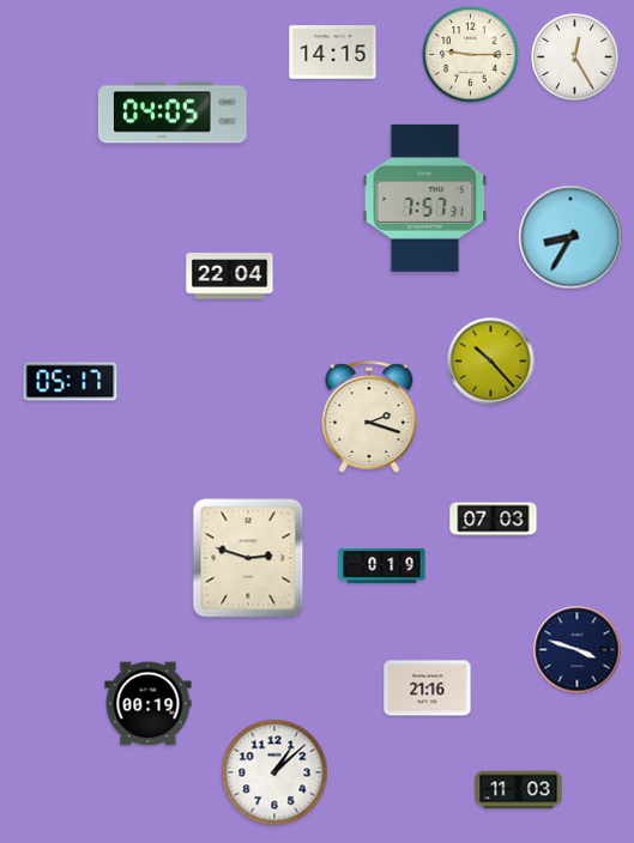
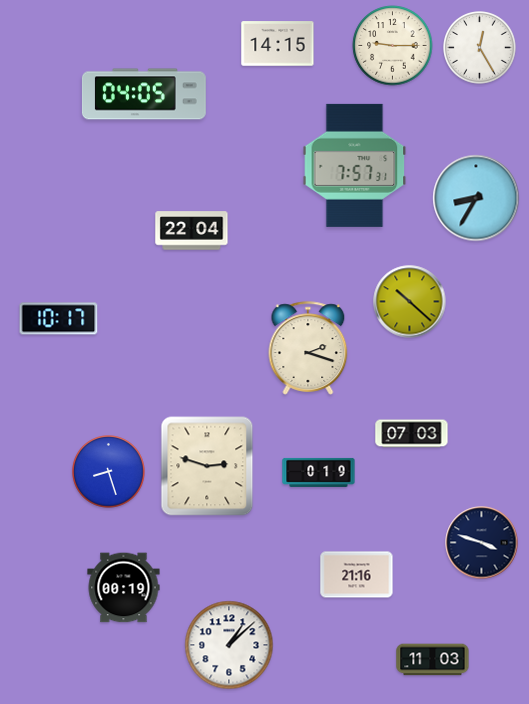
clock at (491, 362): 10:23 -> 10:22
clock at (71, 382): 05:17 -> 10:17
clock at (109, 472): none -> 8:27
